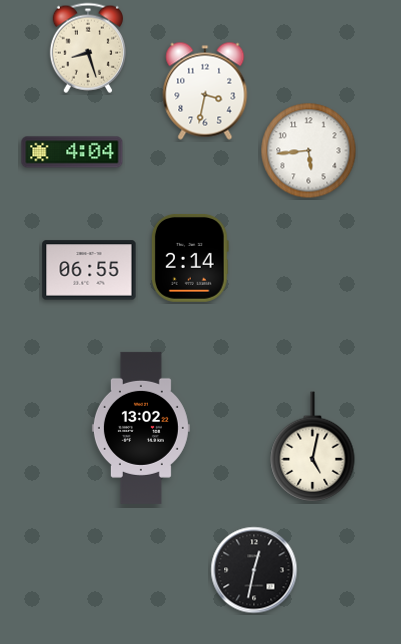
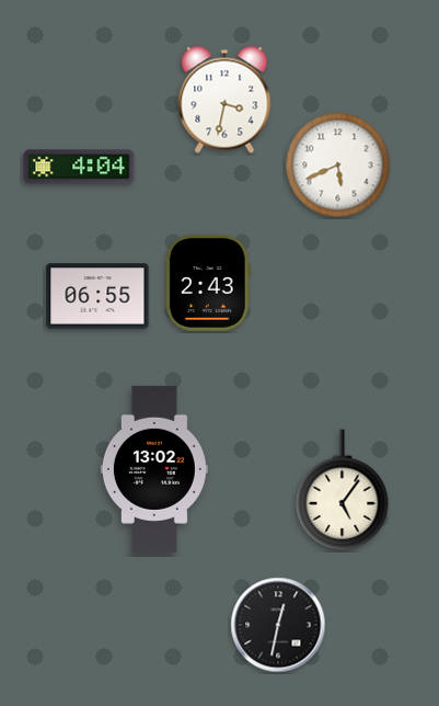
clock at (88, 48): 8:27 -> none
clock at (309, 151): 5:44 -> 5:41
clock at (190, 259): 2:14 -> 2:43
clock at (313, 447): 5:02 -> 5:06
